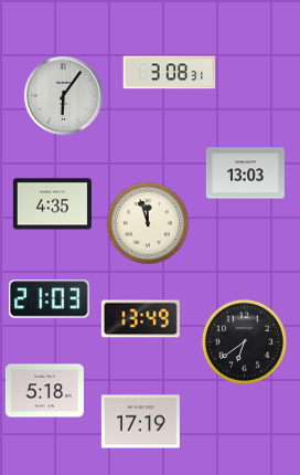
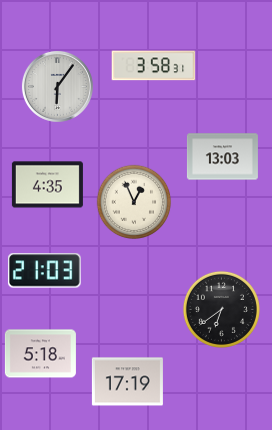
clock at (170, 73): 3:08 -> 3:58
clock at (148, 223): 11:57 -> 12:56
clock at (140, 319): 13:49 -> none
